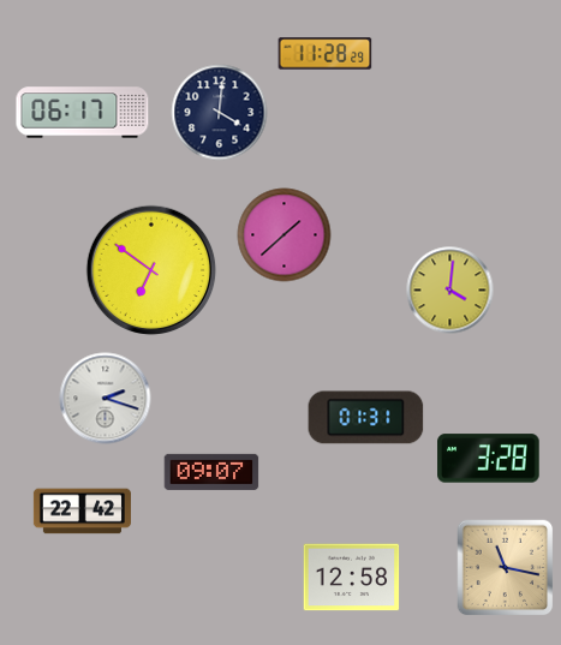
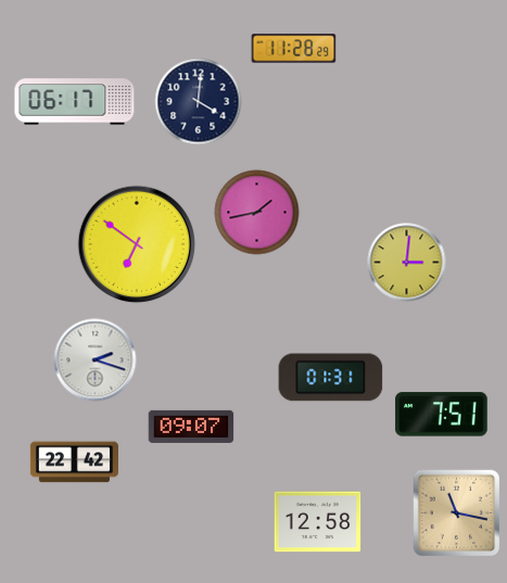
clock at (285, 235): 1:38 -> 1:43
clock at (450, 291): 4:01 -> 3:01
clock at (489, 459): 3:28 -> 7:51
